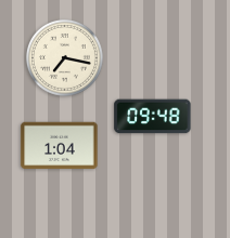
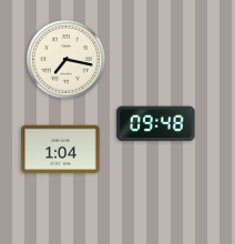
clock at (153, 117) position: (153, 117) -> (156, 124)
